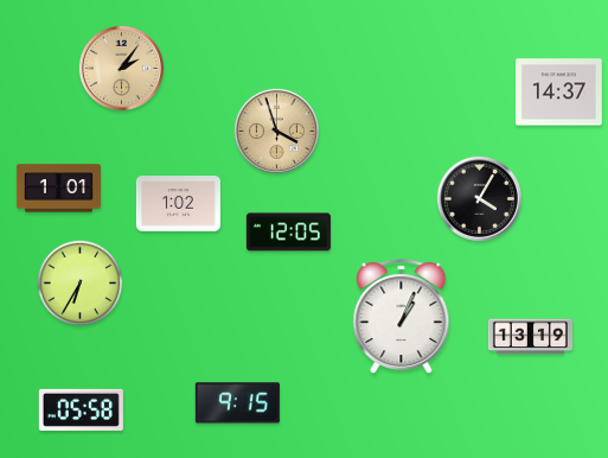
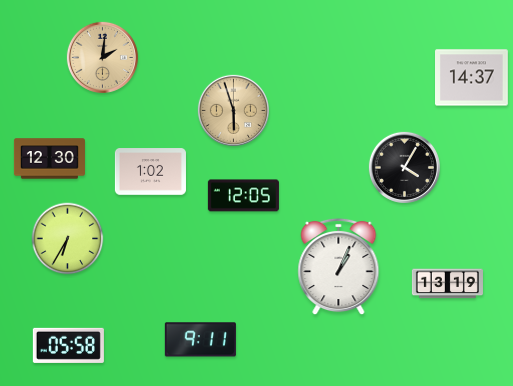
clock at (121, 68): 2:06 -> 2:01
clock at (276, 131): 3:57 -> 5:57
clock at (58, 189): 1:01 -> 12:30
clock at (237, 403): 9:15 -> 9:11
